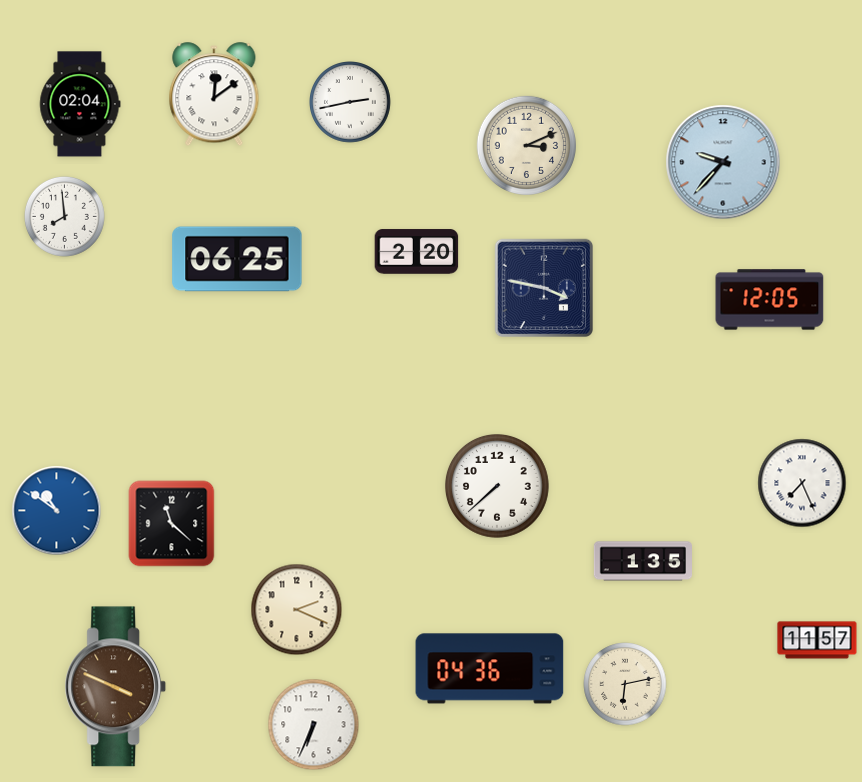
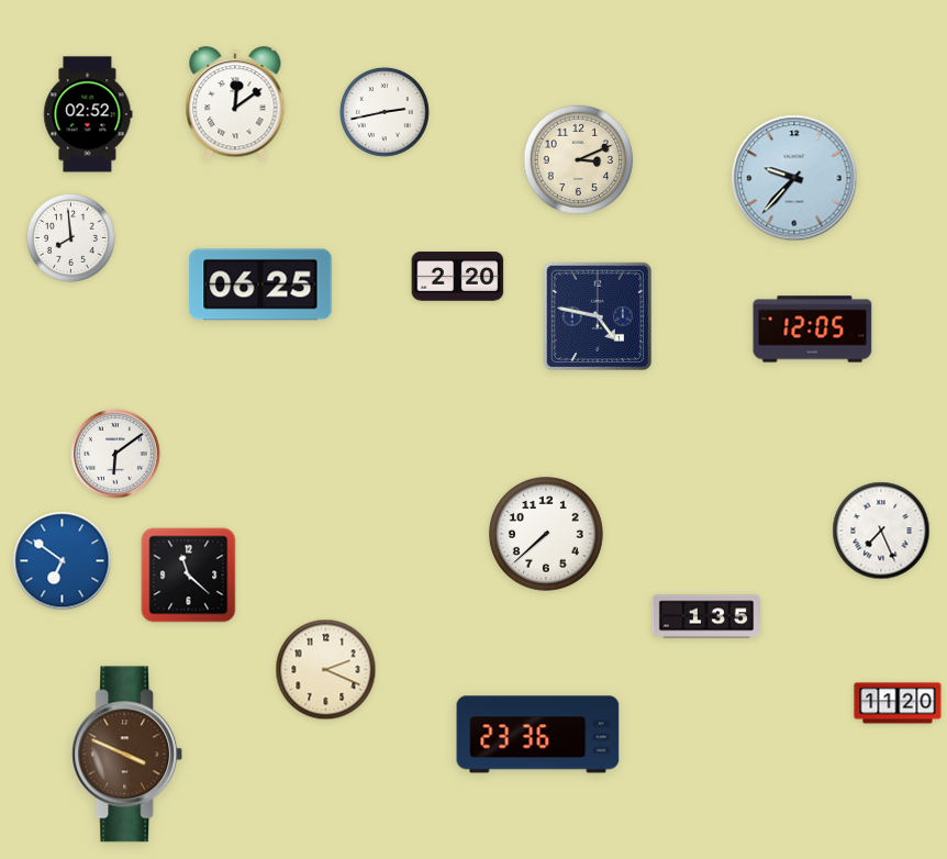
clock at (80, 104): 02:04 -> 02:52
clock at (543, 287): 3:47 -> 4:47
clock at (770, 300) position: (770, 300) -> (813, 330)
clock at (115, 454): none -> 6:09
clock at (57, 511): 10:51 -> 6:51
clock at (817, 640): 11:57 -> 11:20
clock at (490, 669): 04:36 -> 23:36
clock at (625, 684): 6:13 -> none
clock at (314, 725): 6:34 -> none
